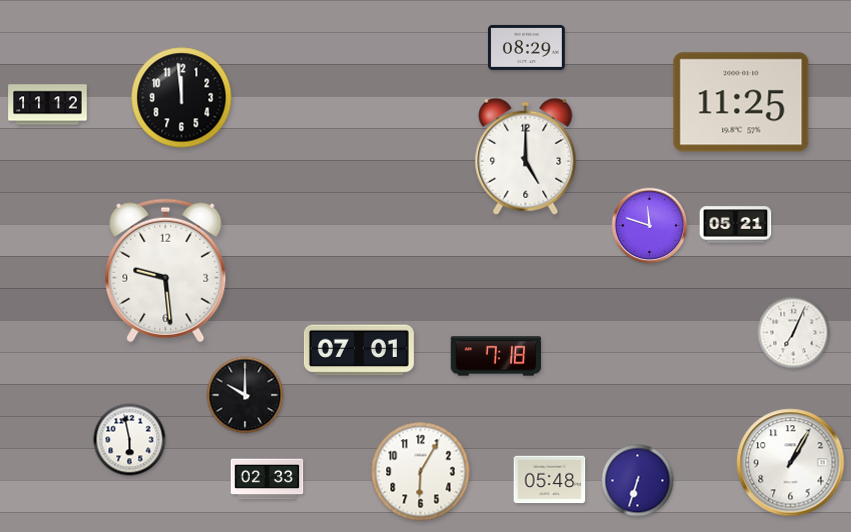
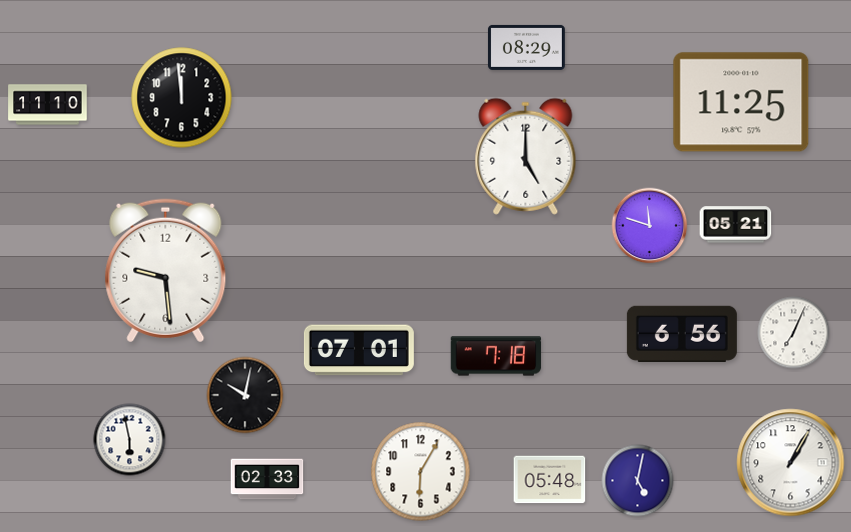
clock at (48, 105): 11:12 -> 11:10
clock at (682, 334): none -> 6:56
clock at (245, 395): 10:00 -> 10:02
clock at (638, 481): 6:33 -> 5:02
